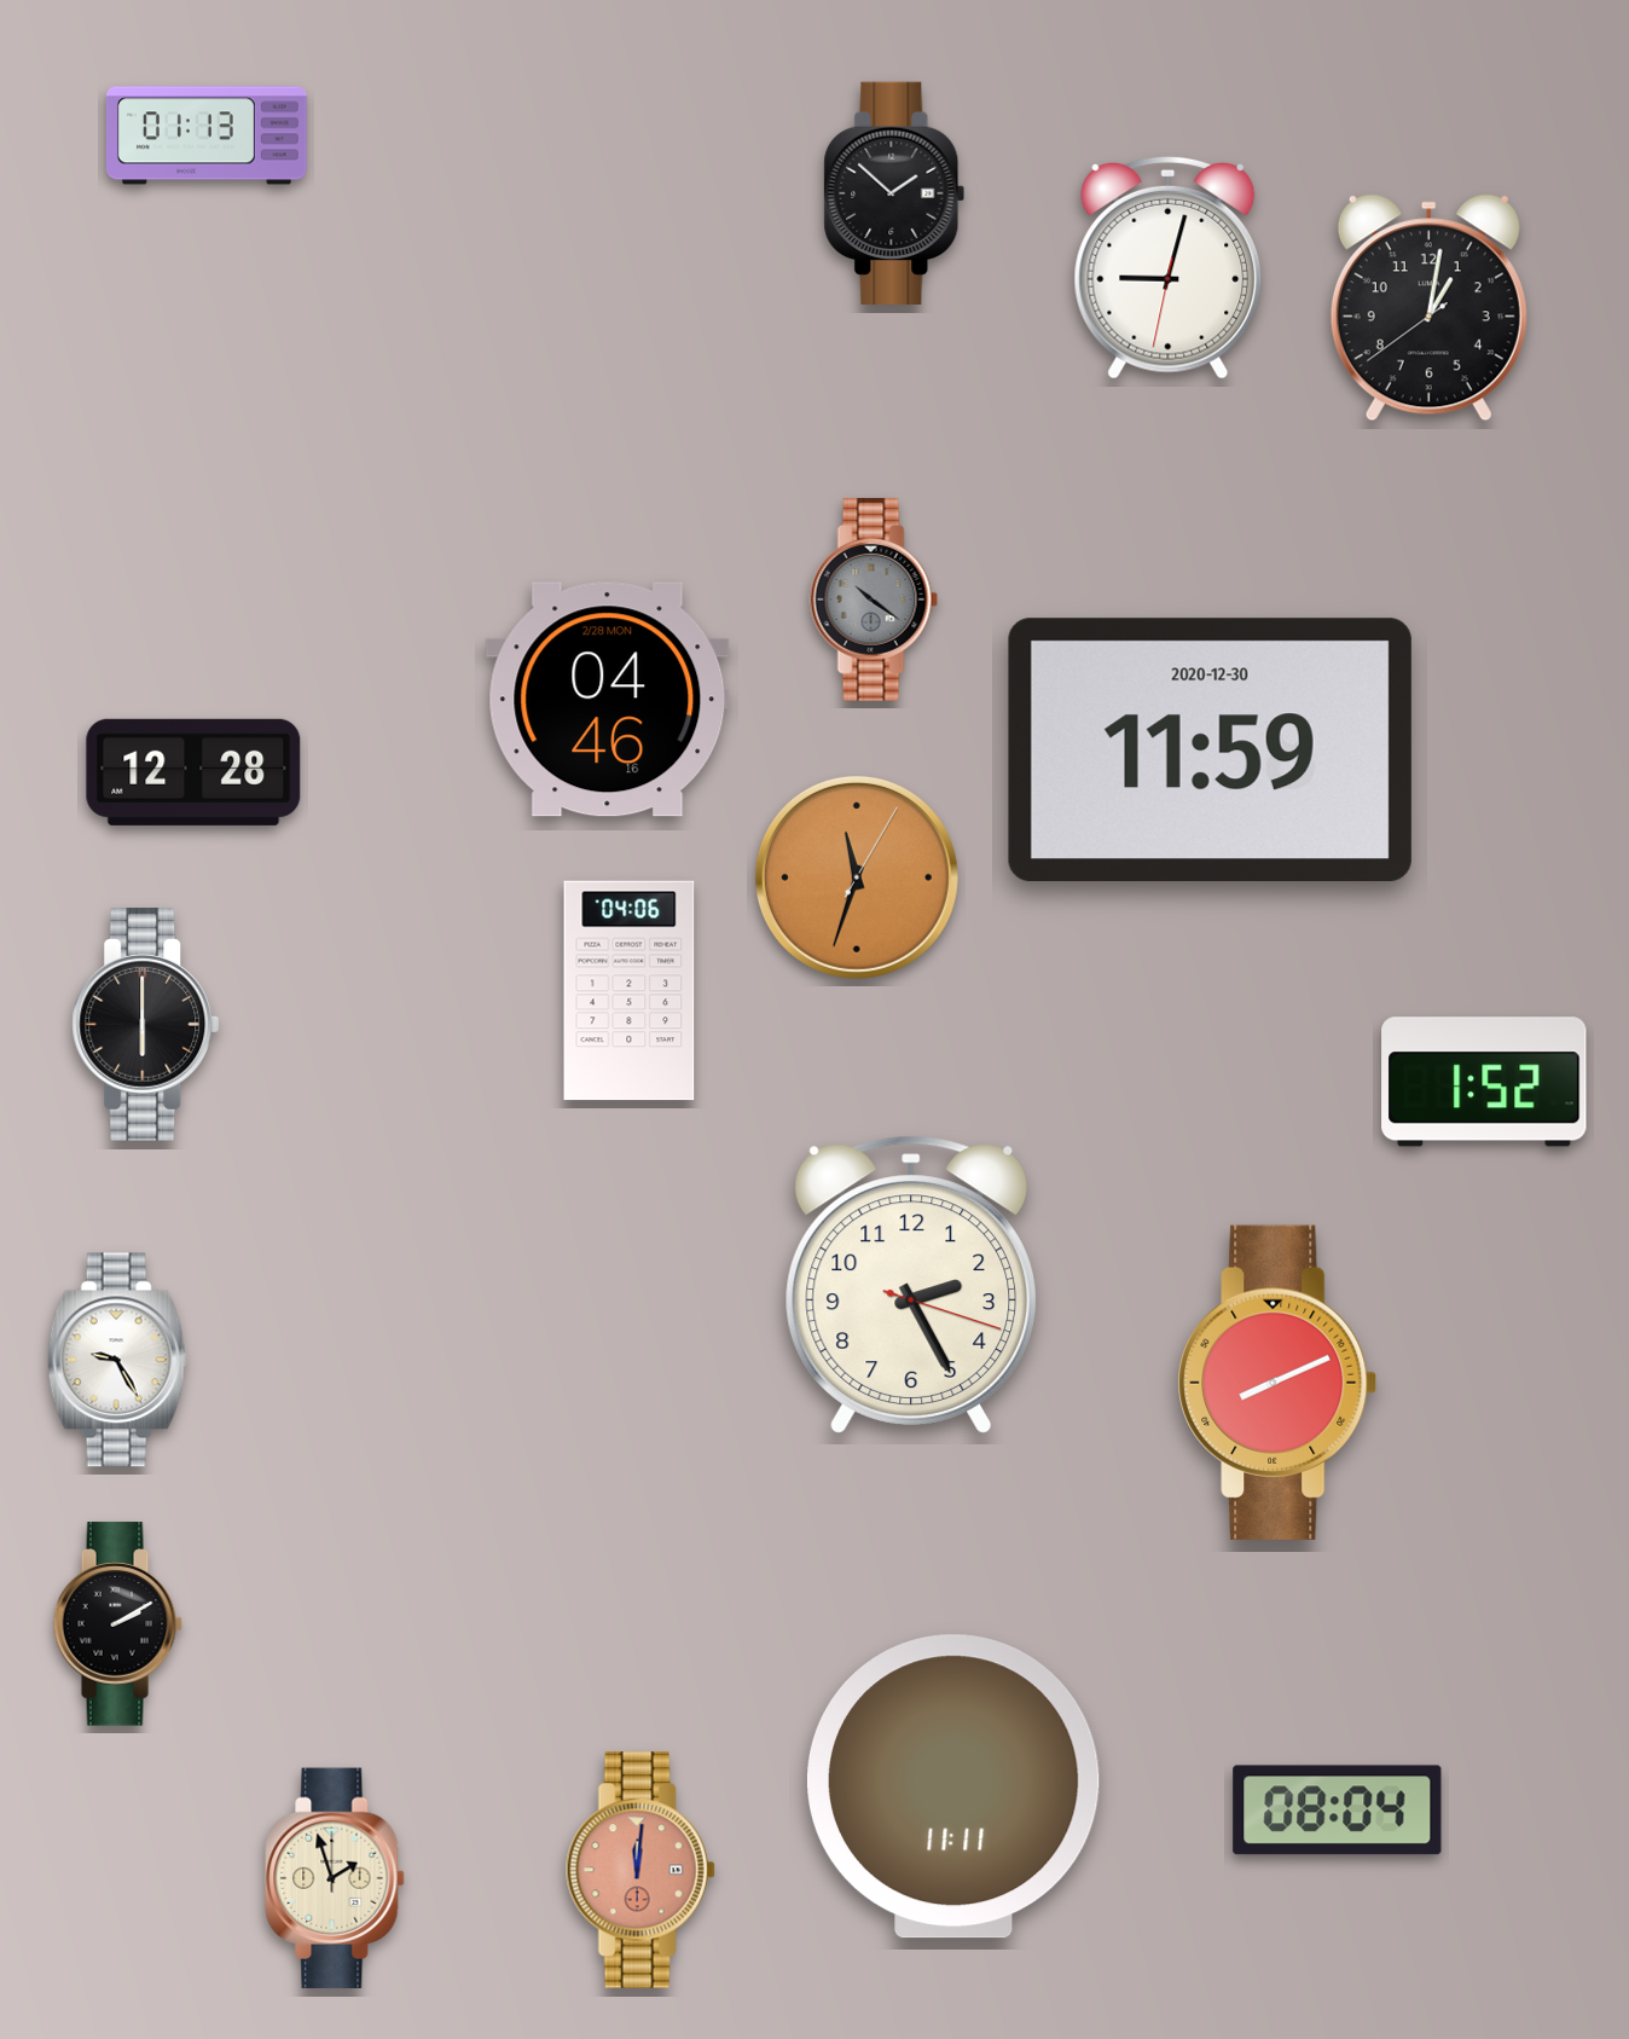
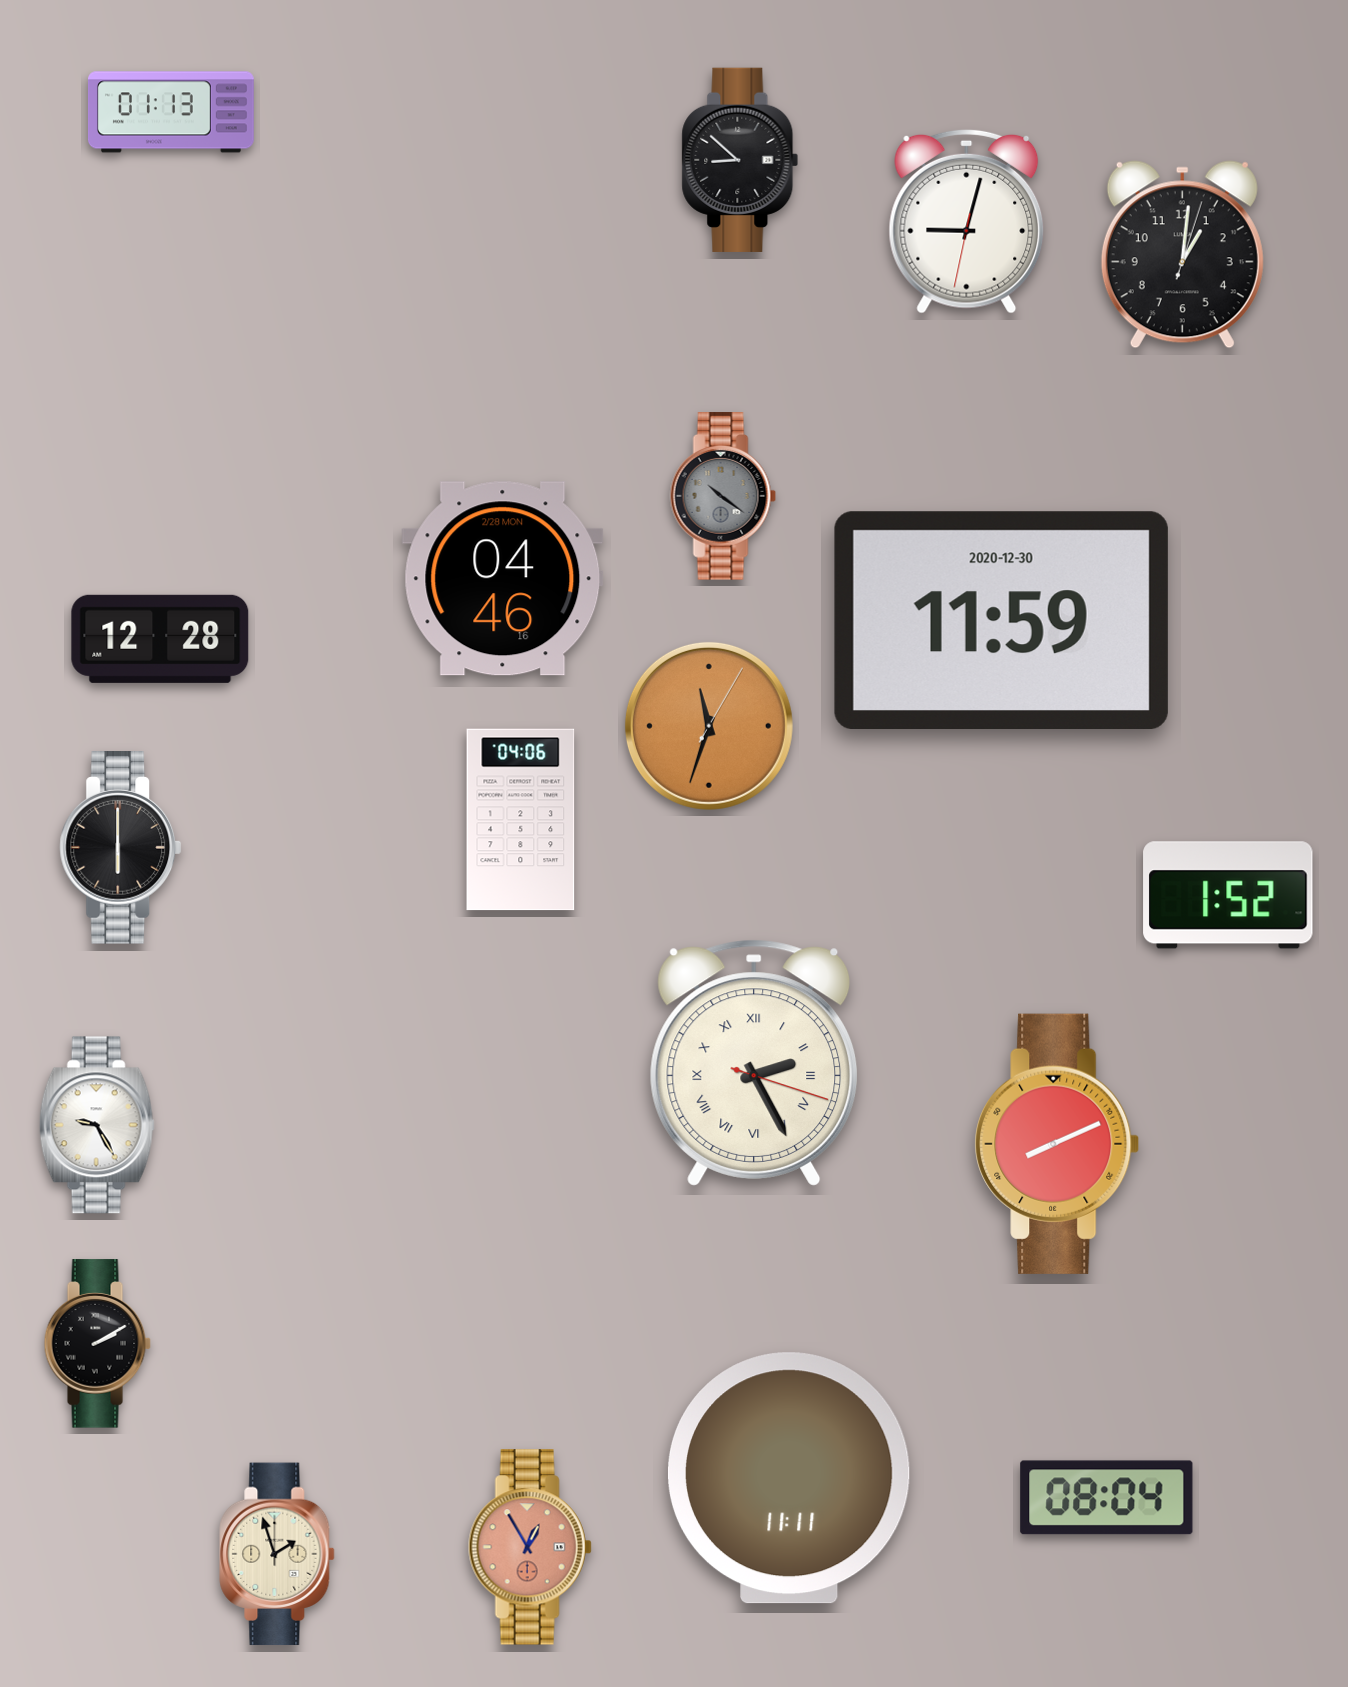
clock at (894, 193): 1:52 -> 8:52
clock at (1428, 308): 1:01:39 -> 1:01:03
clock at (911, 1285) numerals: Arabic -> Roman
clock at (640, 1870): 12:01 -> 12:55
